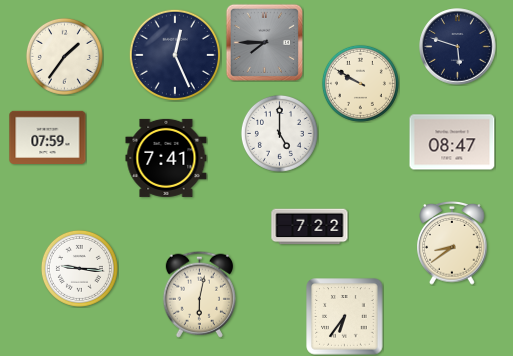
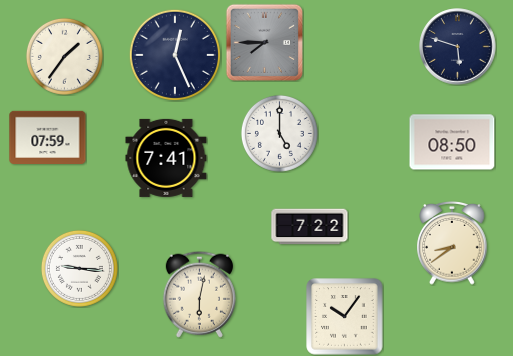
clock at (360, 83): 9:50 -> none
clock at (452, 142): 08:47 -> 08:50
clock at (345, 317): 6:36 -> 10:06
